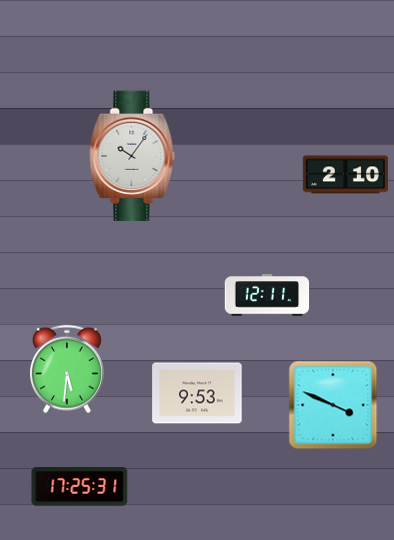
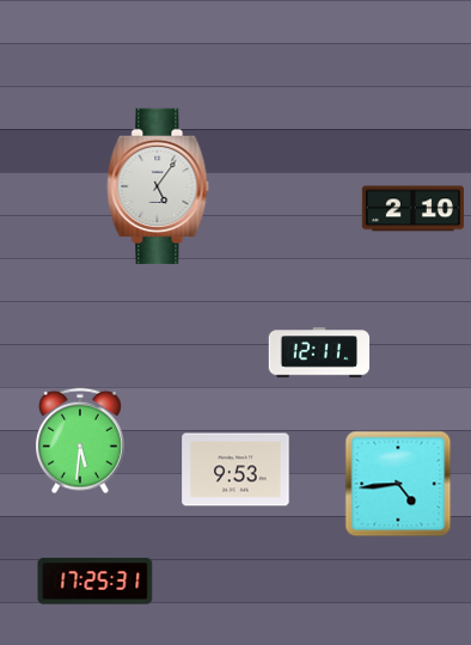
clock at (132, 156): 10:06 -> 5:06
clock at (333, 405): 3:49 -> 4:44
